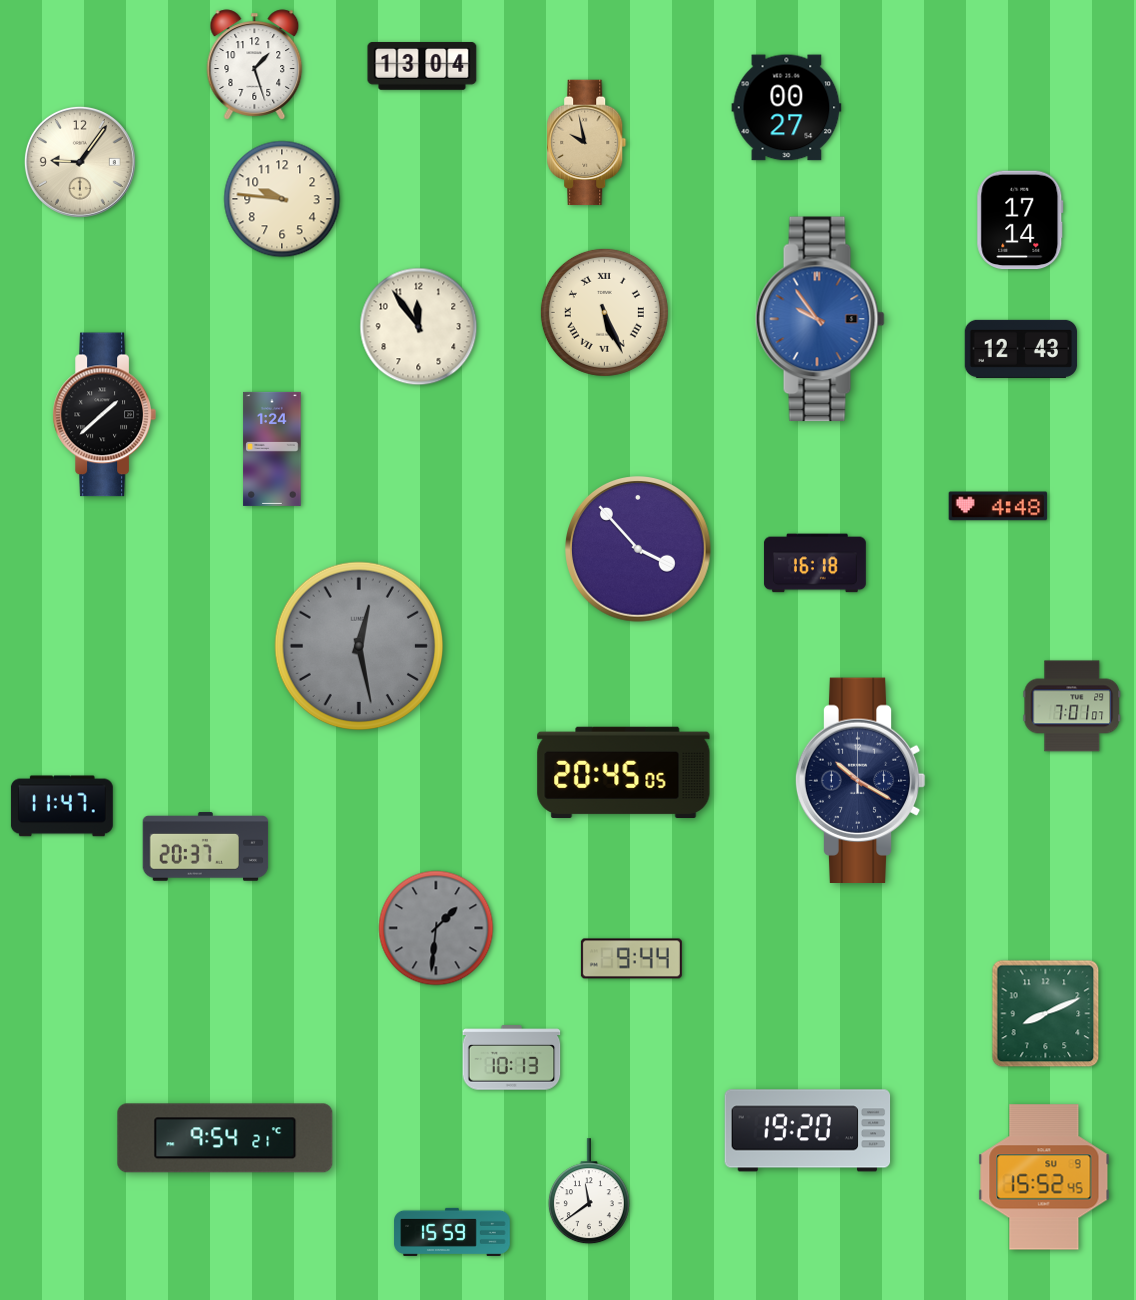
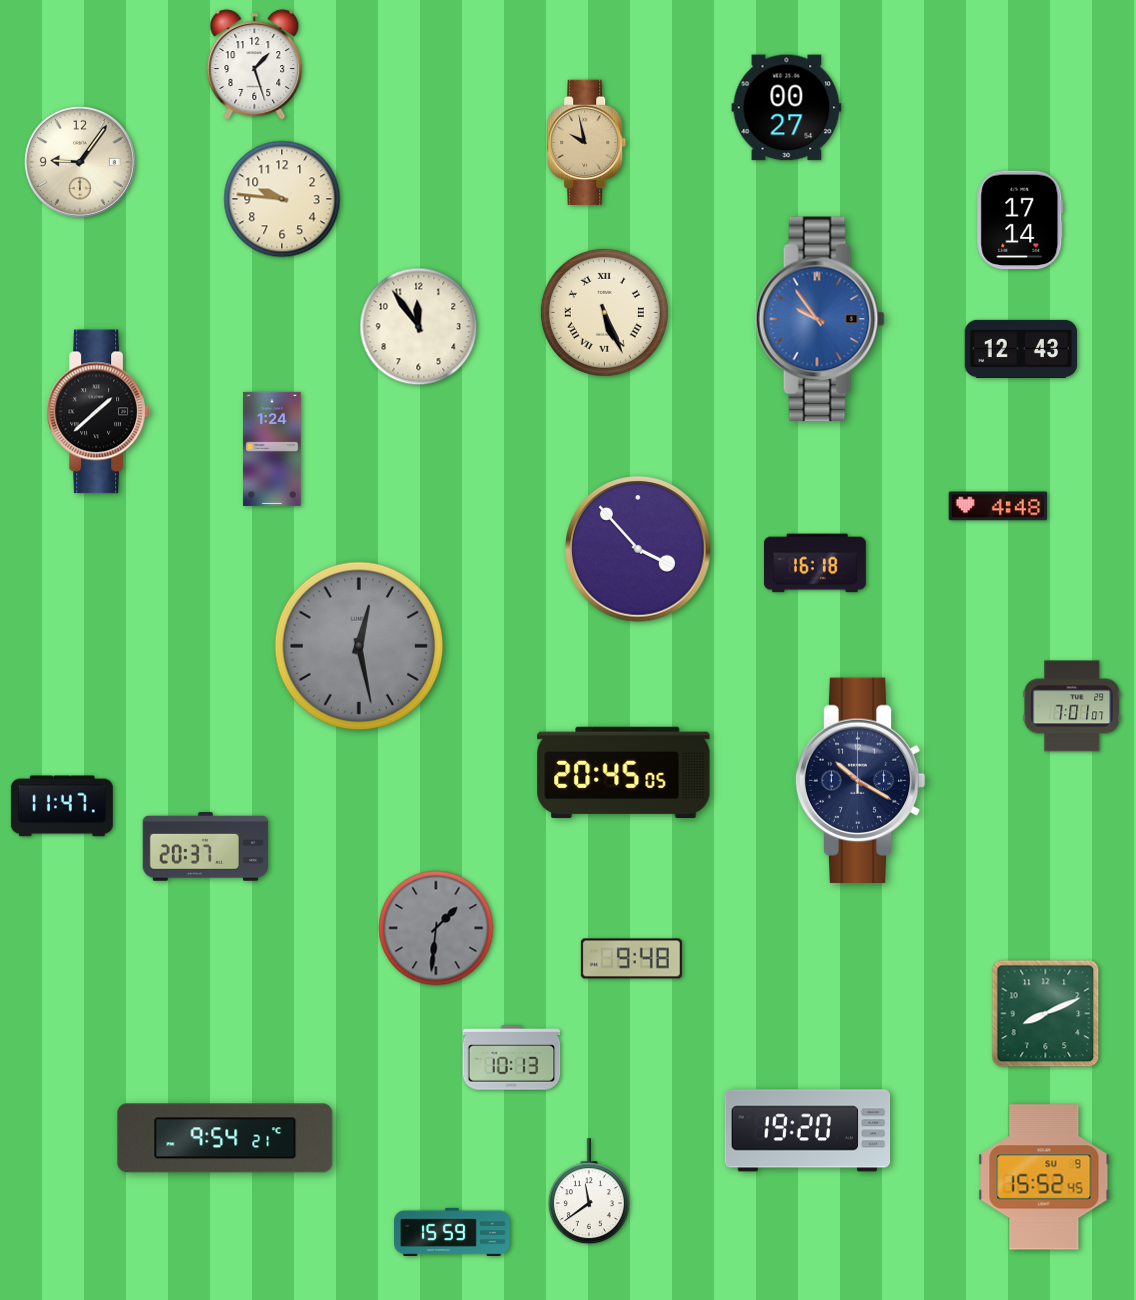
clock at (422, 67): 13:04 -> none
clock at (104, 415) position: (104, 415) -> (98, 412)
clock at (631, 959): 9:44 -> 9:48
